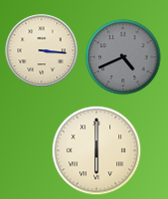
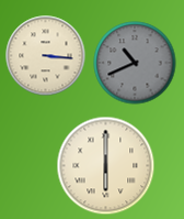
clock at (123, 57): 4:41 -> 10:41
